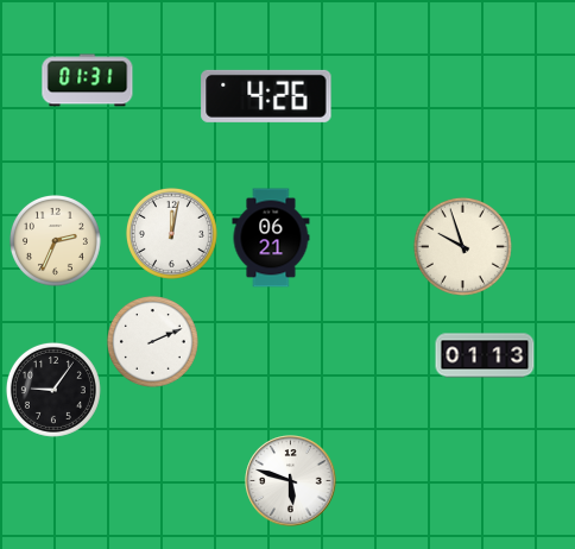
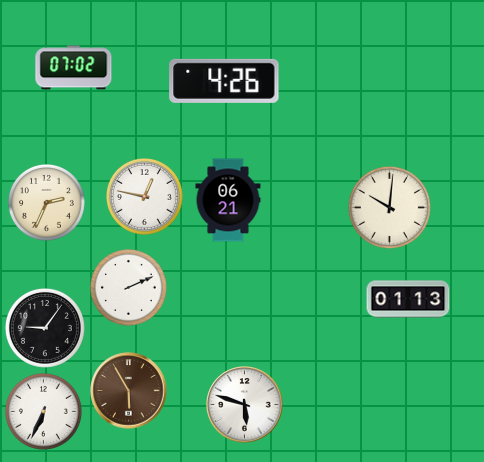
clock at (88, 81): 01:31 -> 07:02
clock at (171, 233): 12:02 -> 12:47
clock at (462, 246): 9:57 -> 10:01
clock at (129, 391): none -> 5:55
clock at (43, 411): none -> 6:34
